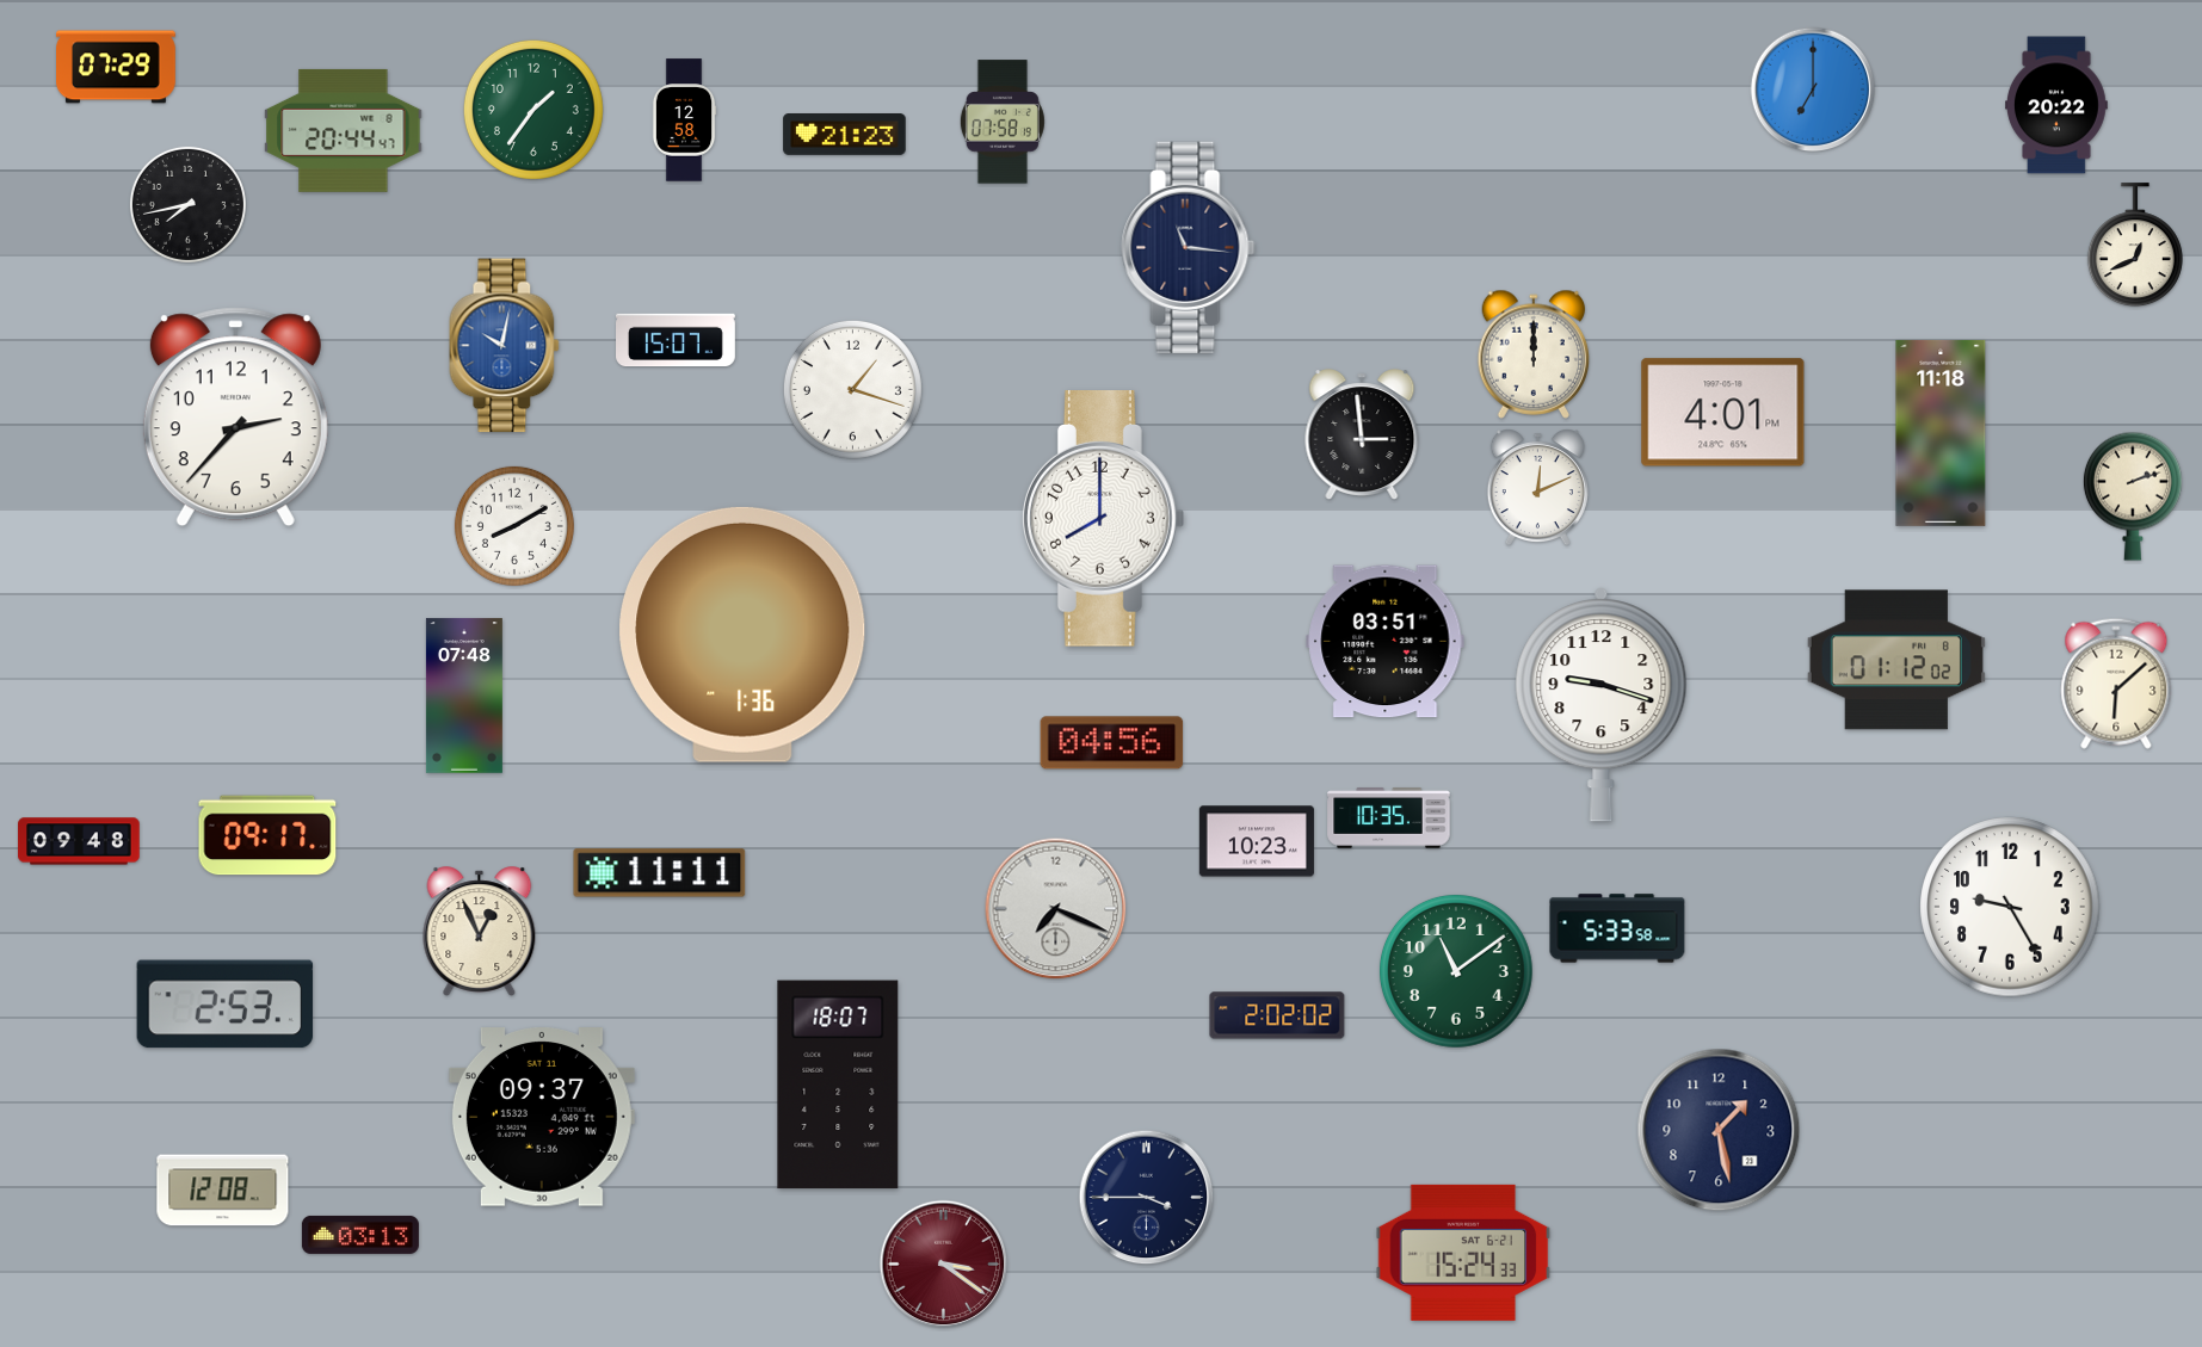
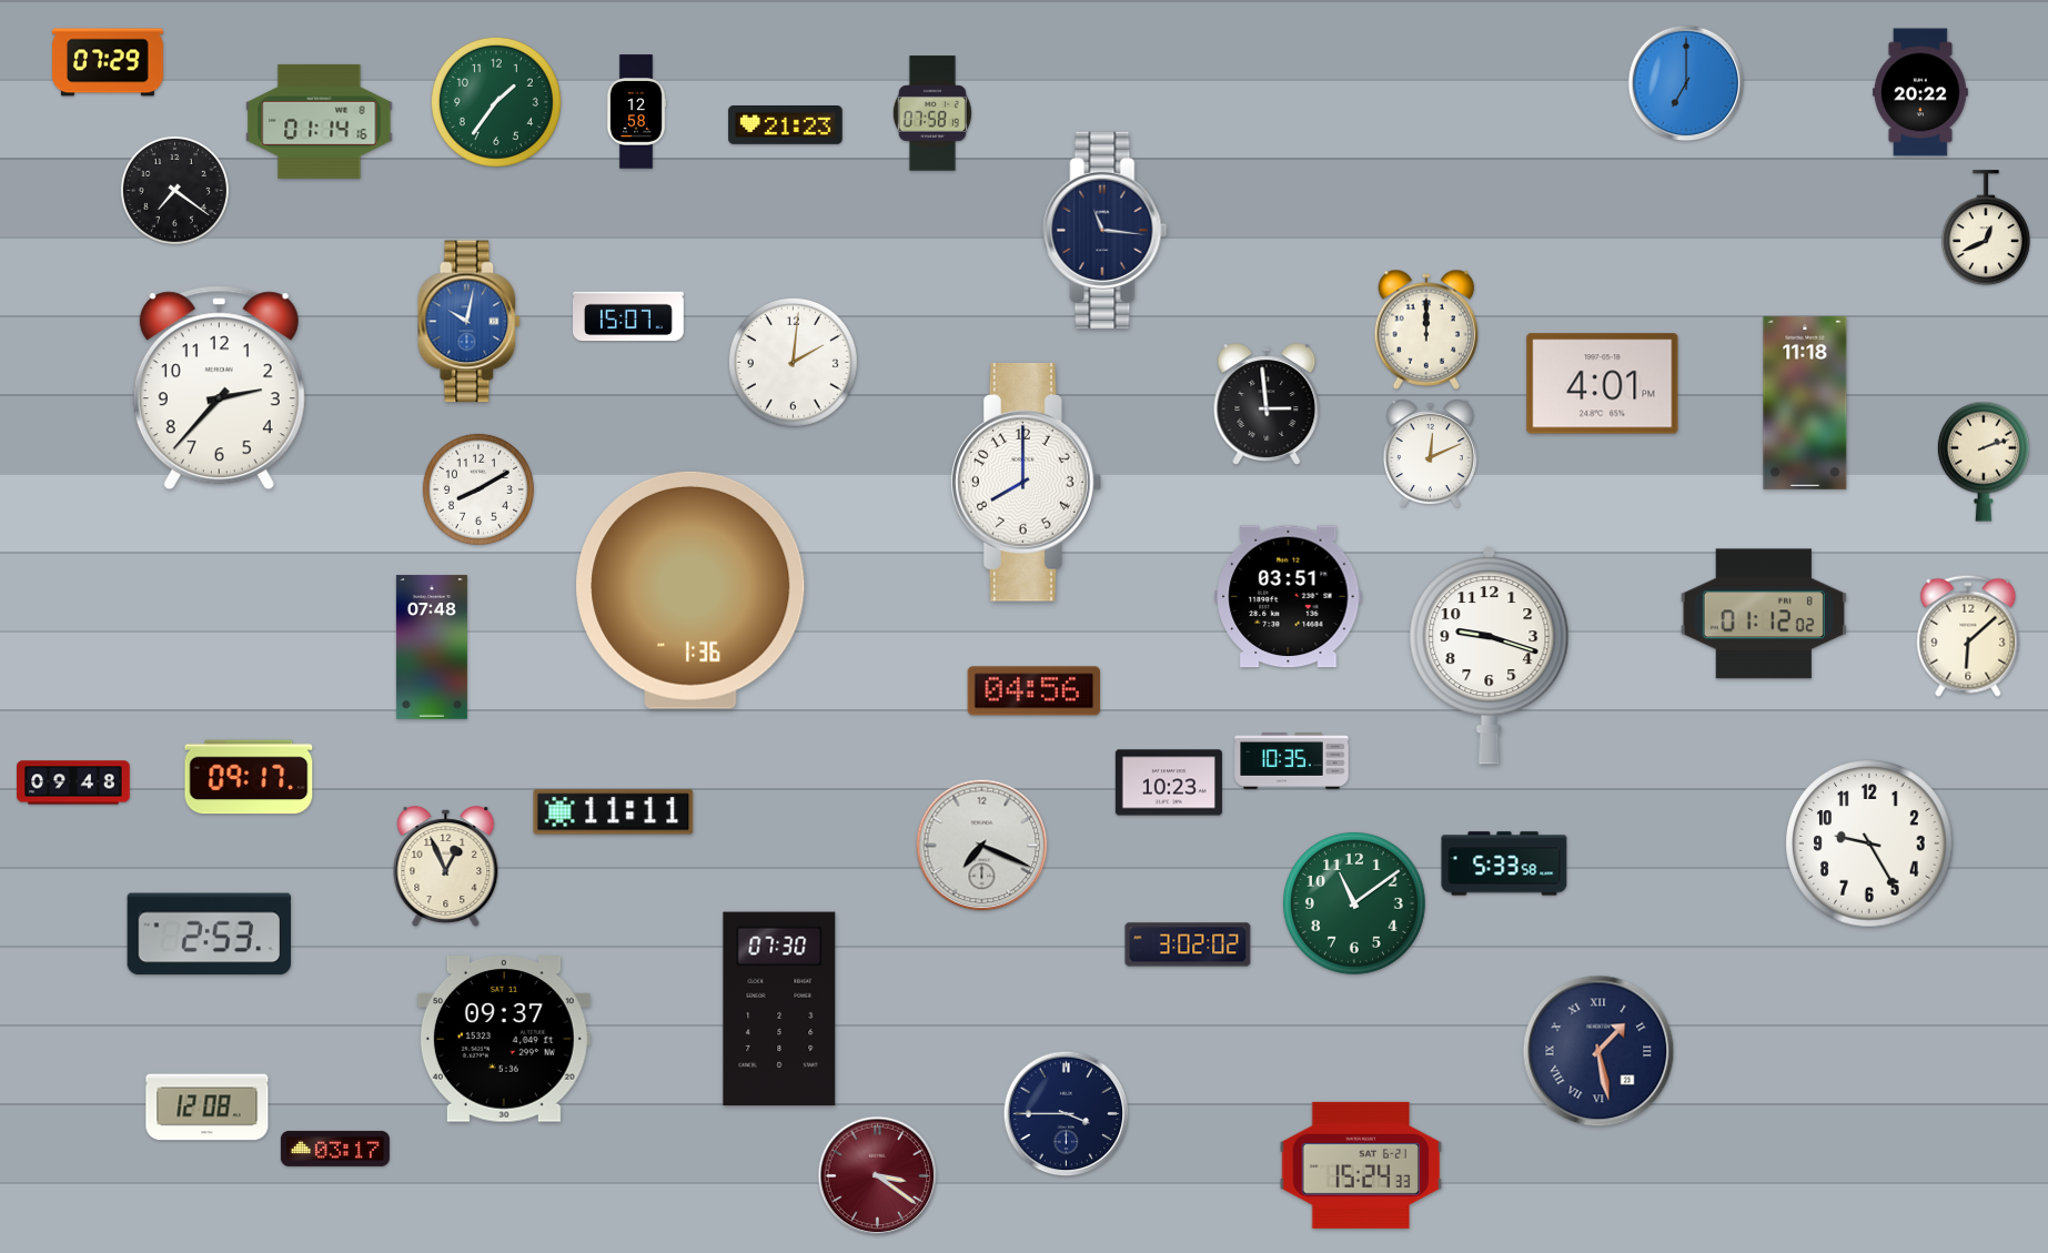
clock at (2058, 105) position: (2058, 105) -> (1921, 92)
clock at (344, 130): 20:44 -> 01:14
clock at (187, 204): 7:43 -> 7:21
clock at (852, 389): 1:18 -> 2:01
clock at (1277, 1015): 2:02 -> 3:02
clock at (838, 1085): 18:07 -> 07:30
clock at (1719, 1130) numerals: Arabic -> Roman
clock at (360, 1235): 03:13 -> 03:17
